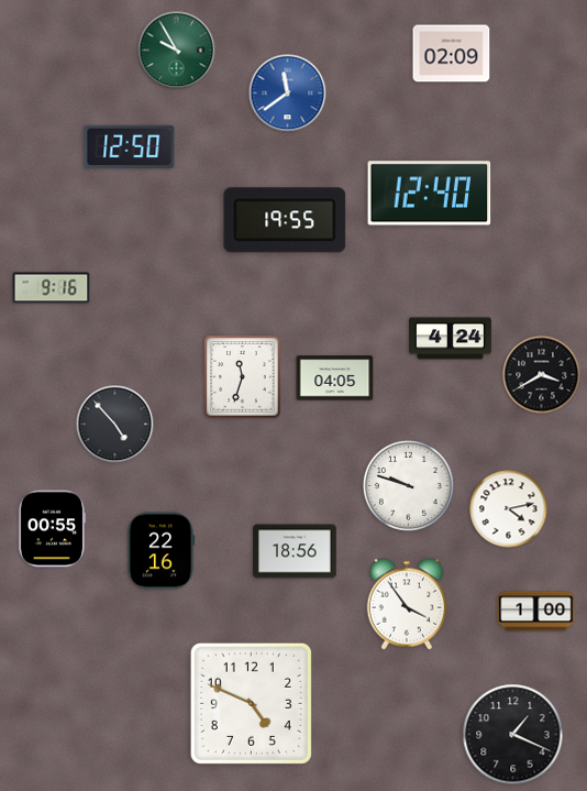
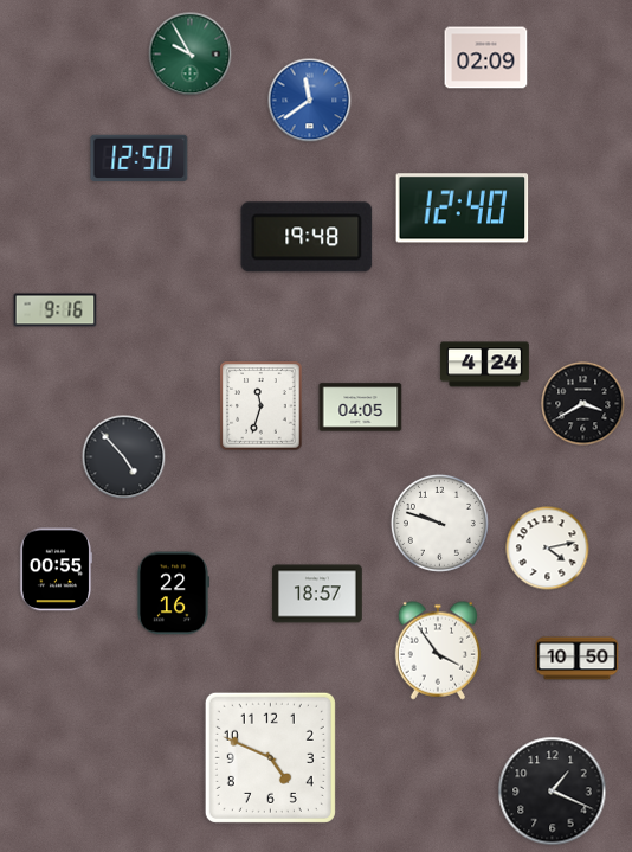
clock at (285, 220): 19:55 -> 19:48
clock at (295, 551): 18:56 -> 18:57
clock at (536, 612): 1:00 -> 10:50
